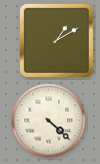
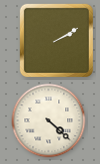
clock at (56, 40): 1:10 -> 2:10
